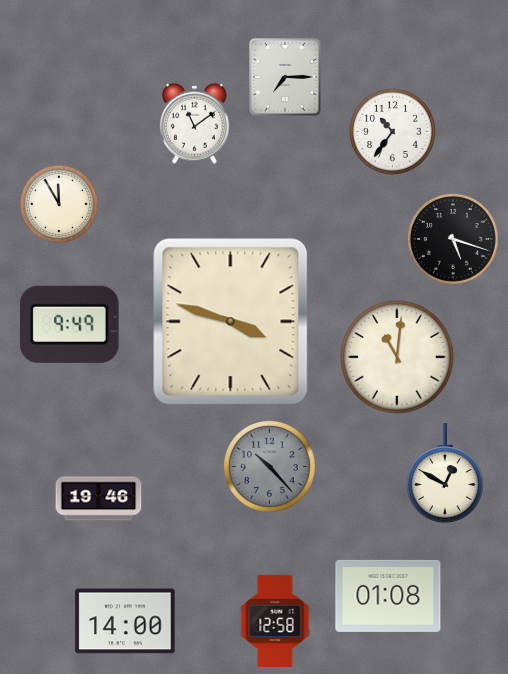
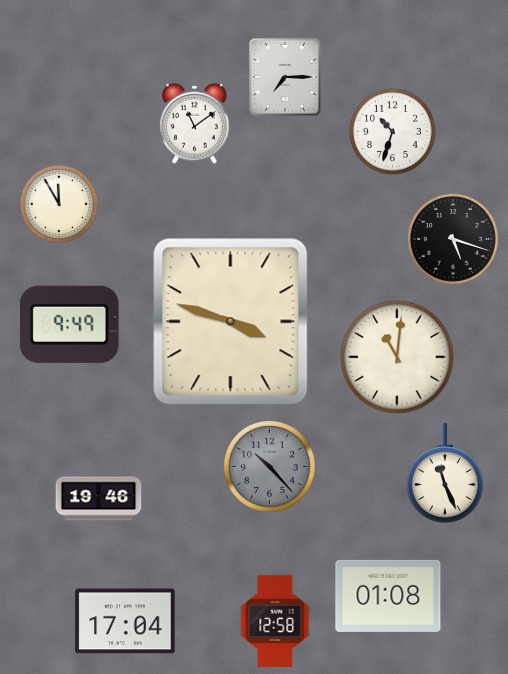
clock at (392, 131): 10:36 -> 10:33
clock at (446, 473): 12:50 -> 11:26
clock at (125, 621): 14:00 -> 17:04
